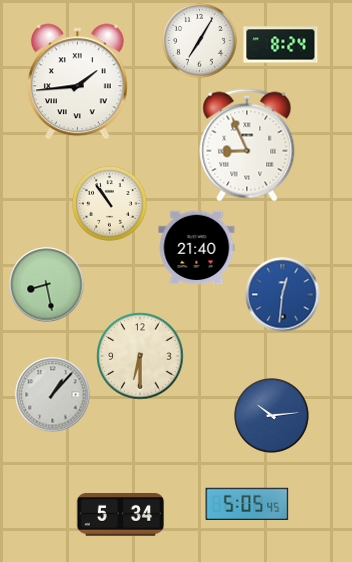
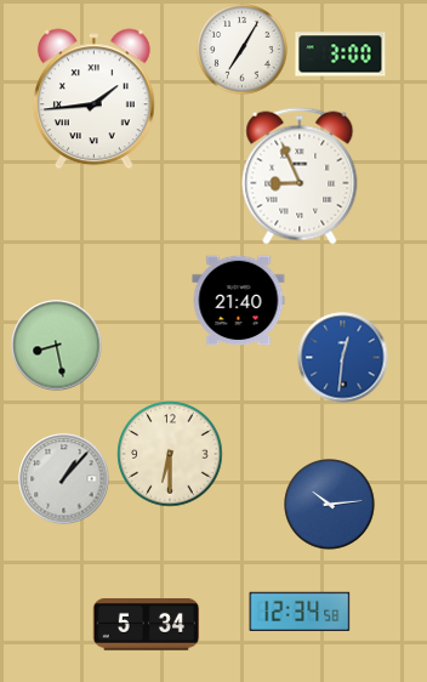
clock at (281, 45): 8:24 -> 3:00
clock at (110, 204): 10:54 -> none
clock at (140, 356) position: (140, 356) -> (170, 454)
clock at (247, 503): 5:05 -> 12:34
